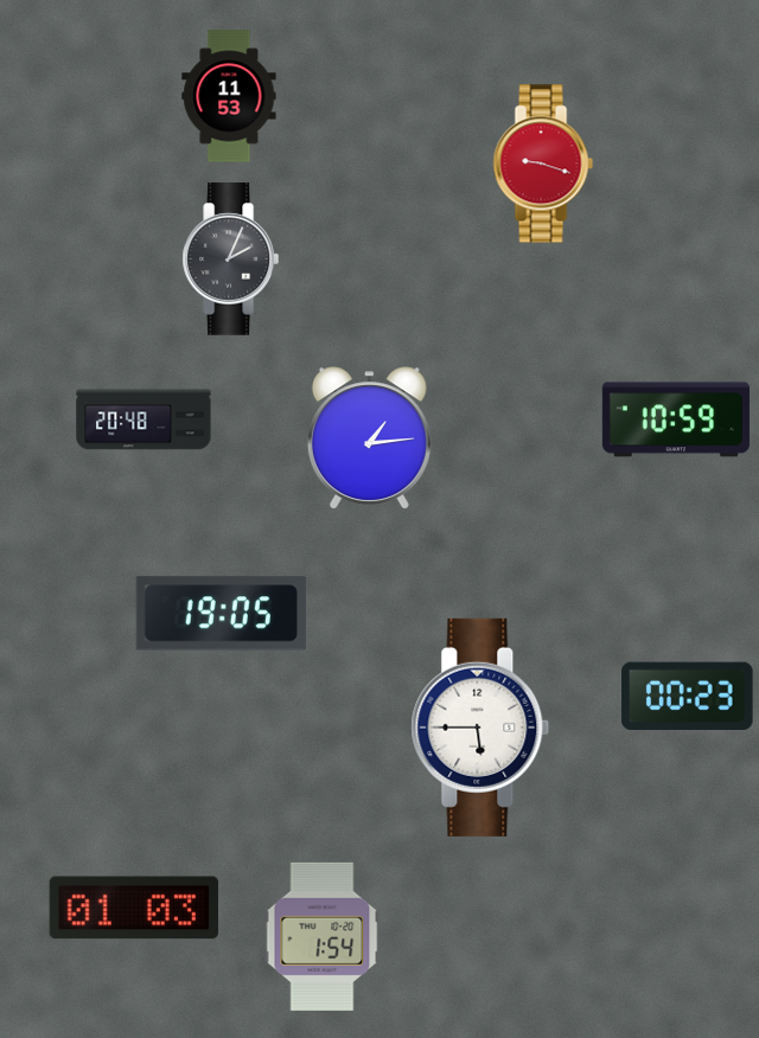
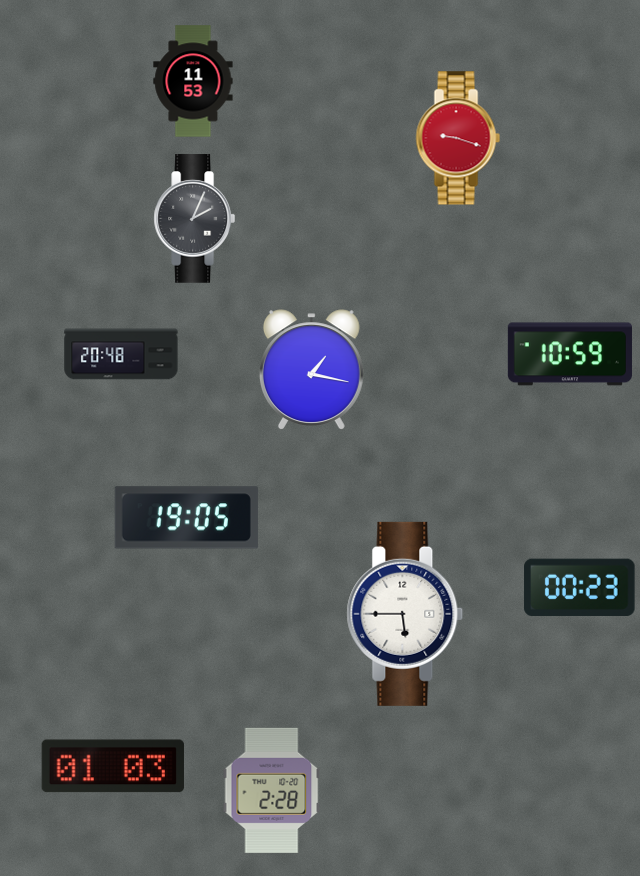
clock at (369, 438): 1:14 -> 1:17
clock at (323, 936): 1:54 -> 2:28
